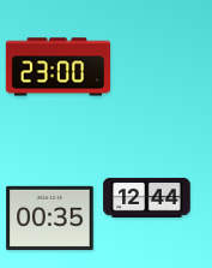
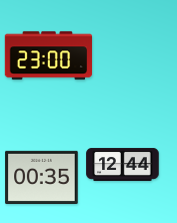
clock at (50, 218) position: (50, 218) -> (42, 177)
